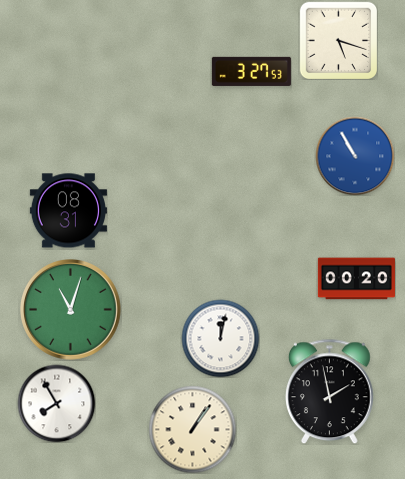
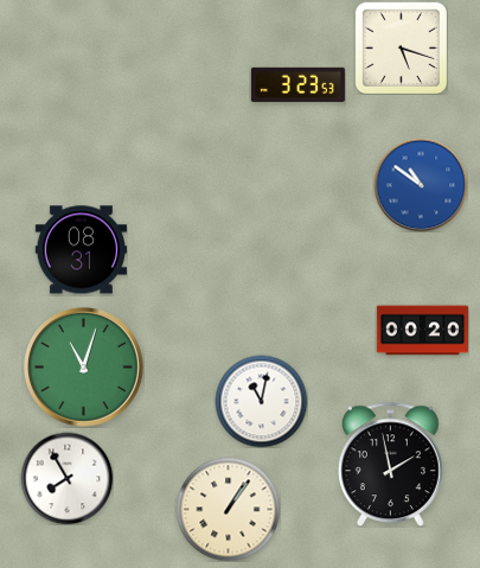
clock at (251, 71): 3:27 -> 3:23
clock at (355, 156): 10:55 -> 10:51
clock at (220, 338): 12:02 -> 11:02
